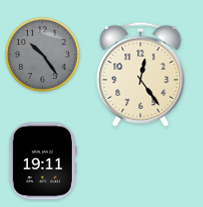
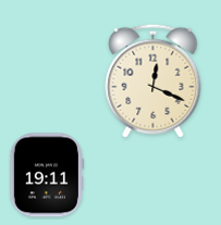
clock at (43, 55): 10:24 -> none
clock at (141, 74): 12:24 -> 12:19
